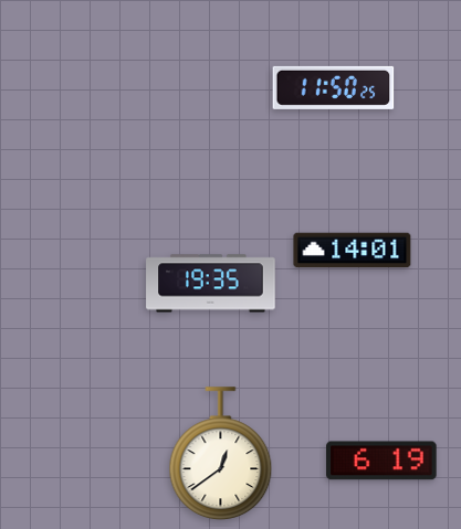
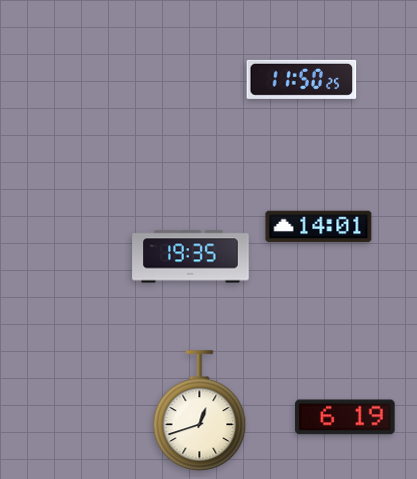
clock at (221, 453): 12:39 -> 12:42
